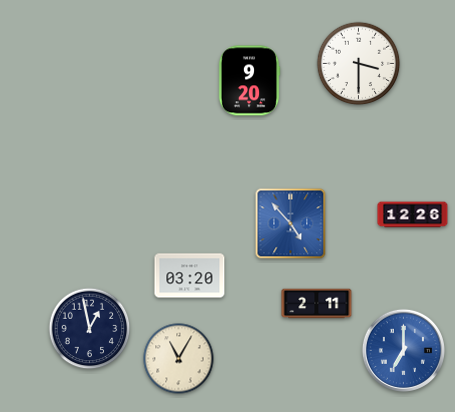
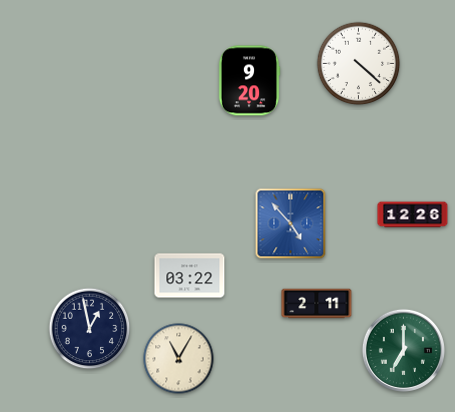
clock at (359, 64): 3:30 -> 4:22
clock at (190, 276): 03:20 -> 03:22
clock at (403, 350) dial: blue -> green
